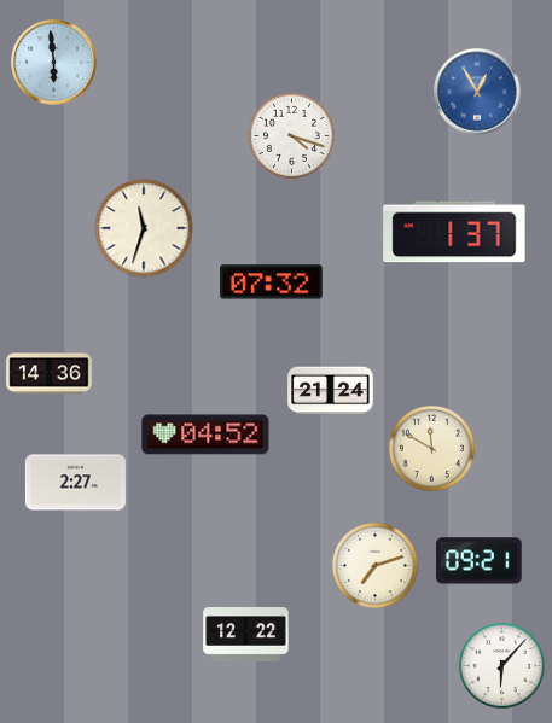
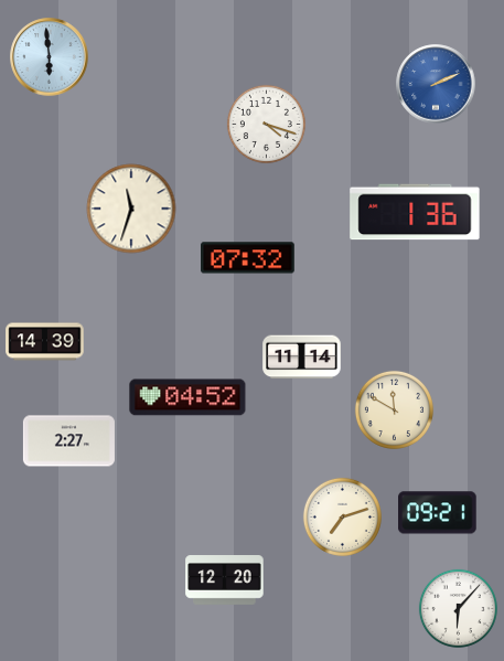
clock at (477, 92): 12:55 -> 2:11
clock at (454, 232): 1:37 -> 1:36
clock at (50, 374): 14:36 -> 14:39
clock at (331, 391): 21:24 -> 11:14
clock at (246, 635): 12:22 -> 12:20
